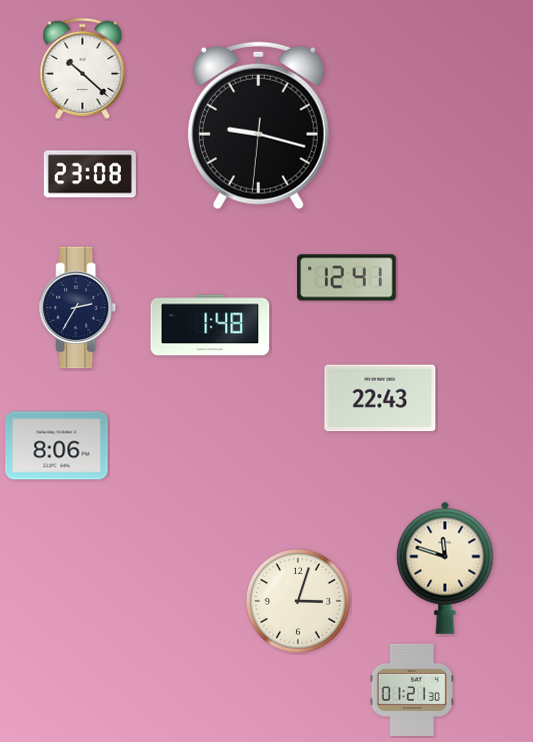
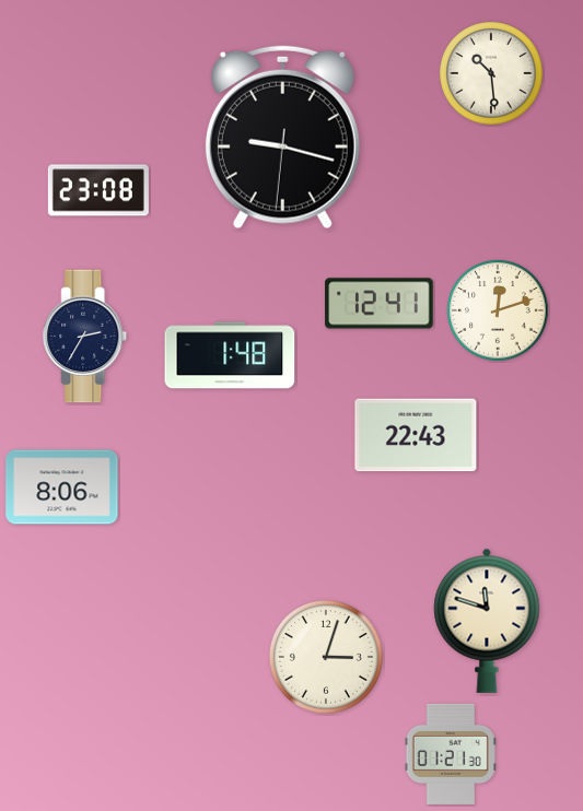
clock at (491, 73): none -> 10:29
clock at (83, 68): 10:22 -> none
clock at (498, 310): none -> 12:12
